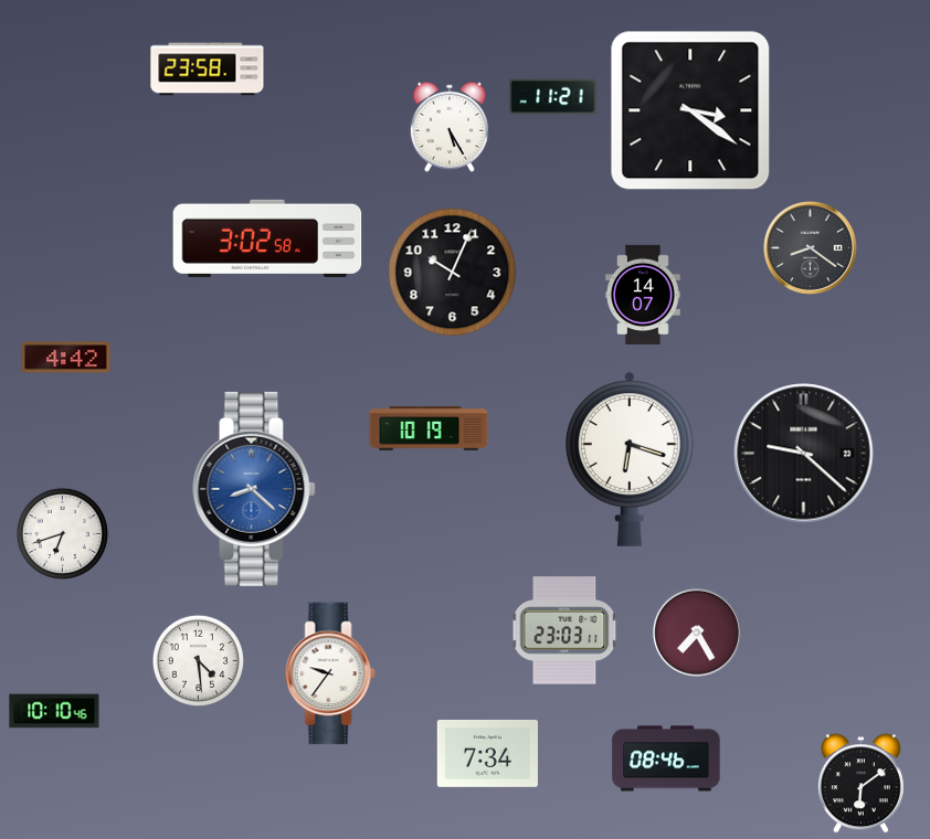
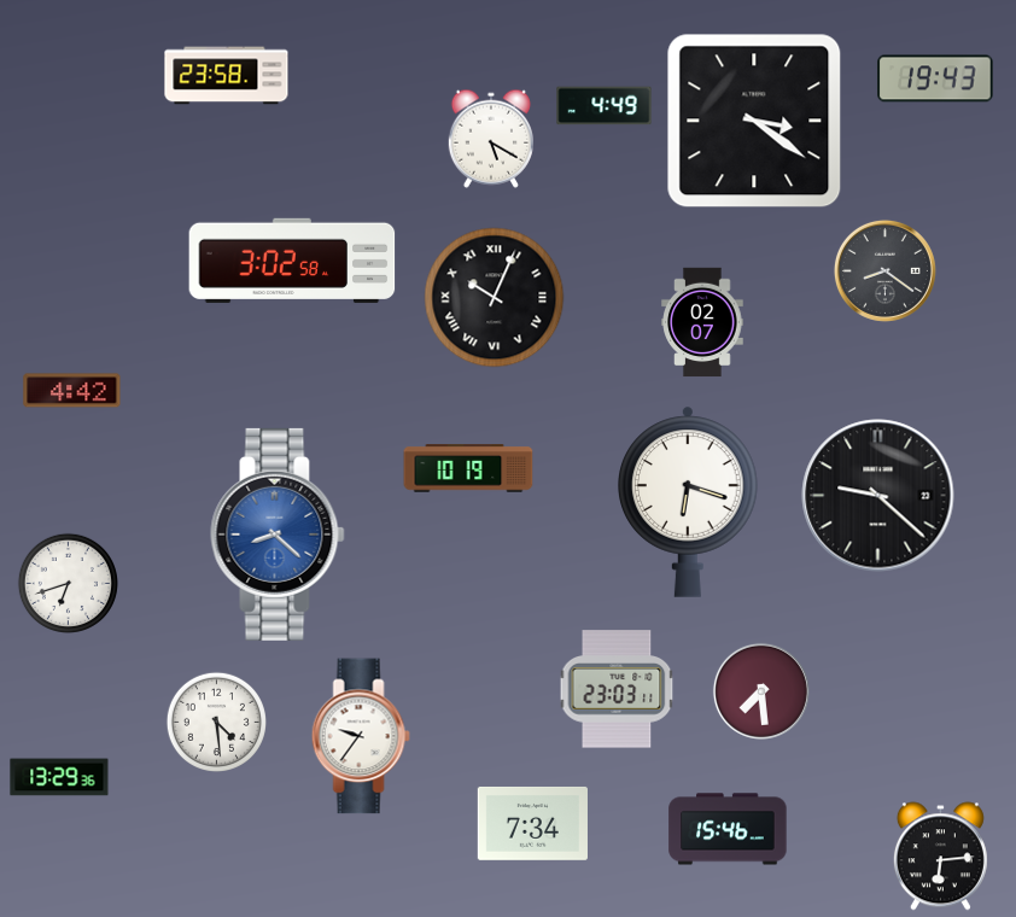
clock at (935, 78): none -> 19:43
clock at (553, 97): 11:21 -> 4:49
clock at (450, 127): 5:25 -> 5:20
clock at (453, 273) numerals: Arabic -> Roman
clock at (643, 295): 14:07 -> 02:07
clock at (697, 633): 7:25 -> 7:29
clock at (54, 711): 10:10 -> 13:29
clock at (666, 758): 08:46 -> 15:46
clock at (860, 784): 6:09 -> 6:14
